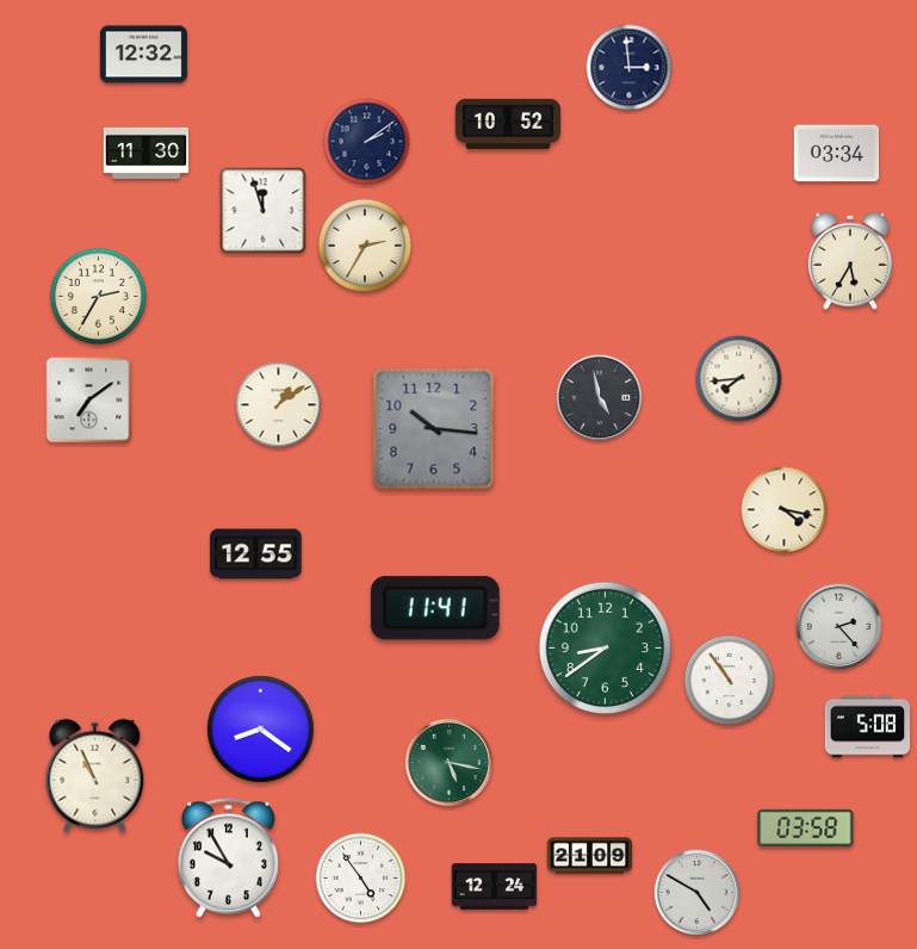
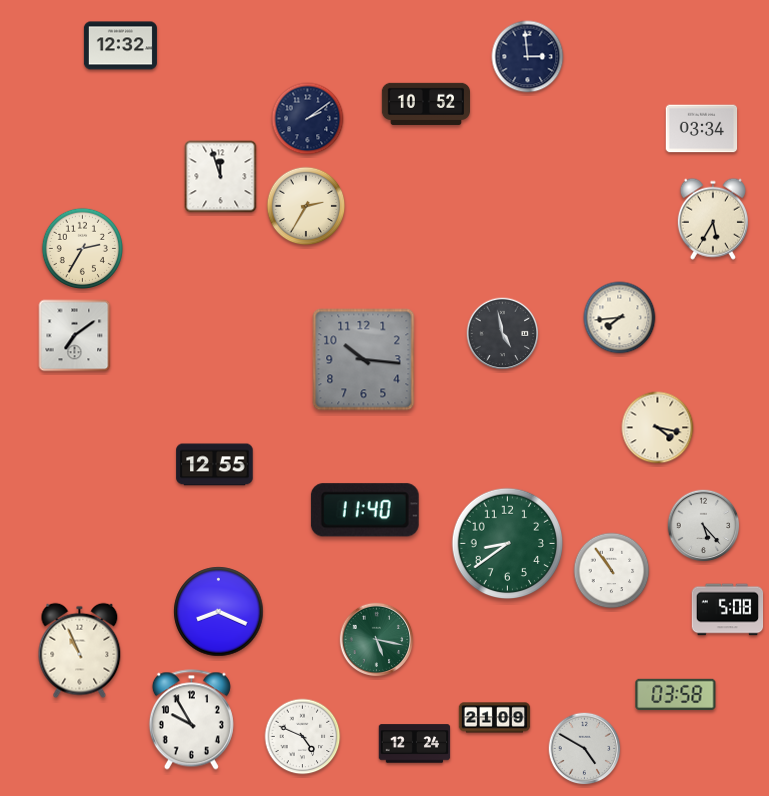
clock at (147, 153): 11:30 -> none
clock at (279, 405): 1:09 -> none
clock at (435, 608): 11:41 -> 11:40
clock at (839, 627): 2:23 -> 5:23
clock at (261, 730): 8:21 -> 8:19
clock at (361, 879): 4:54 -> 4:49
